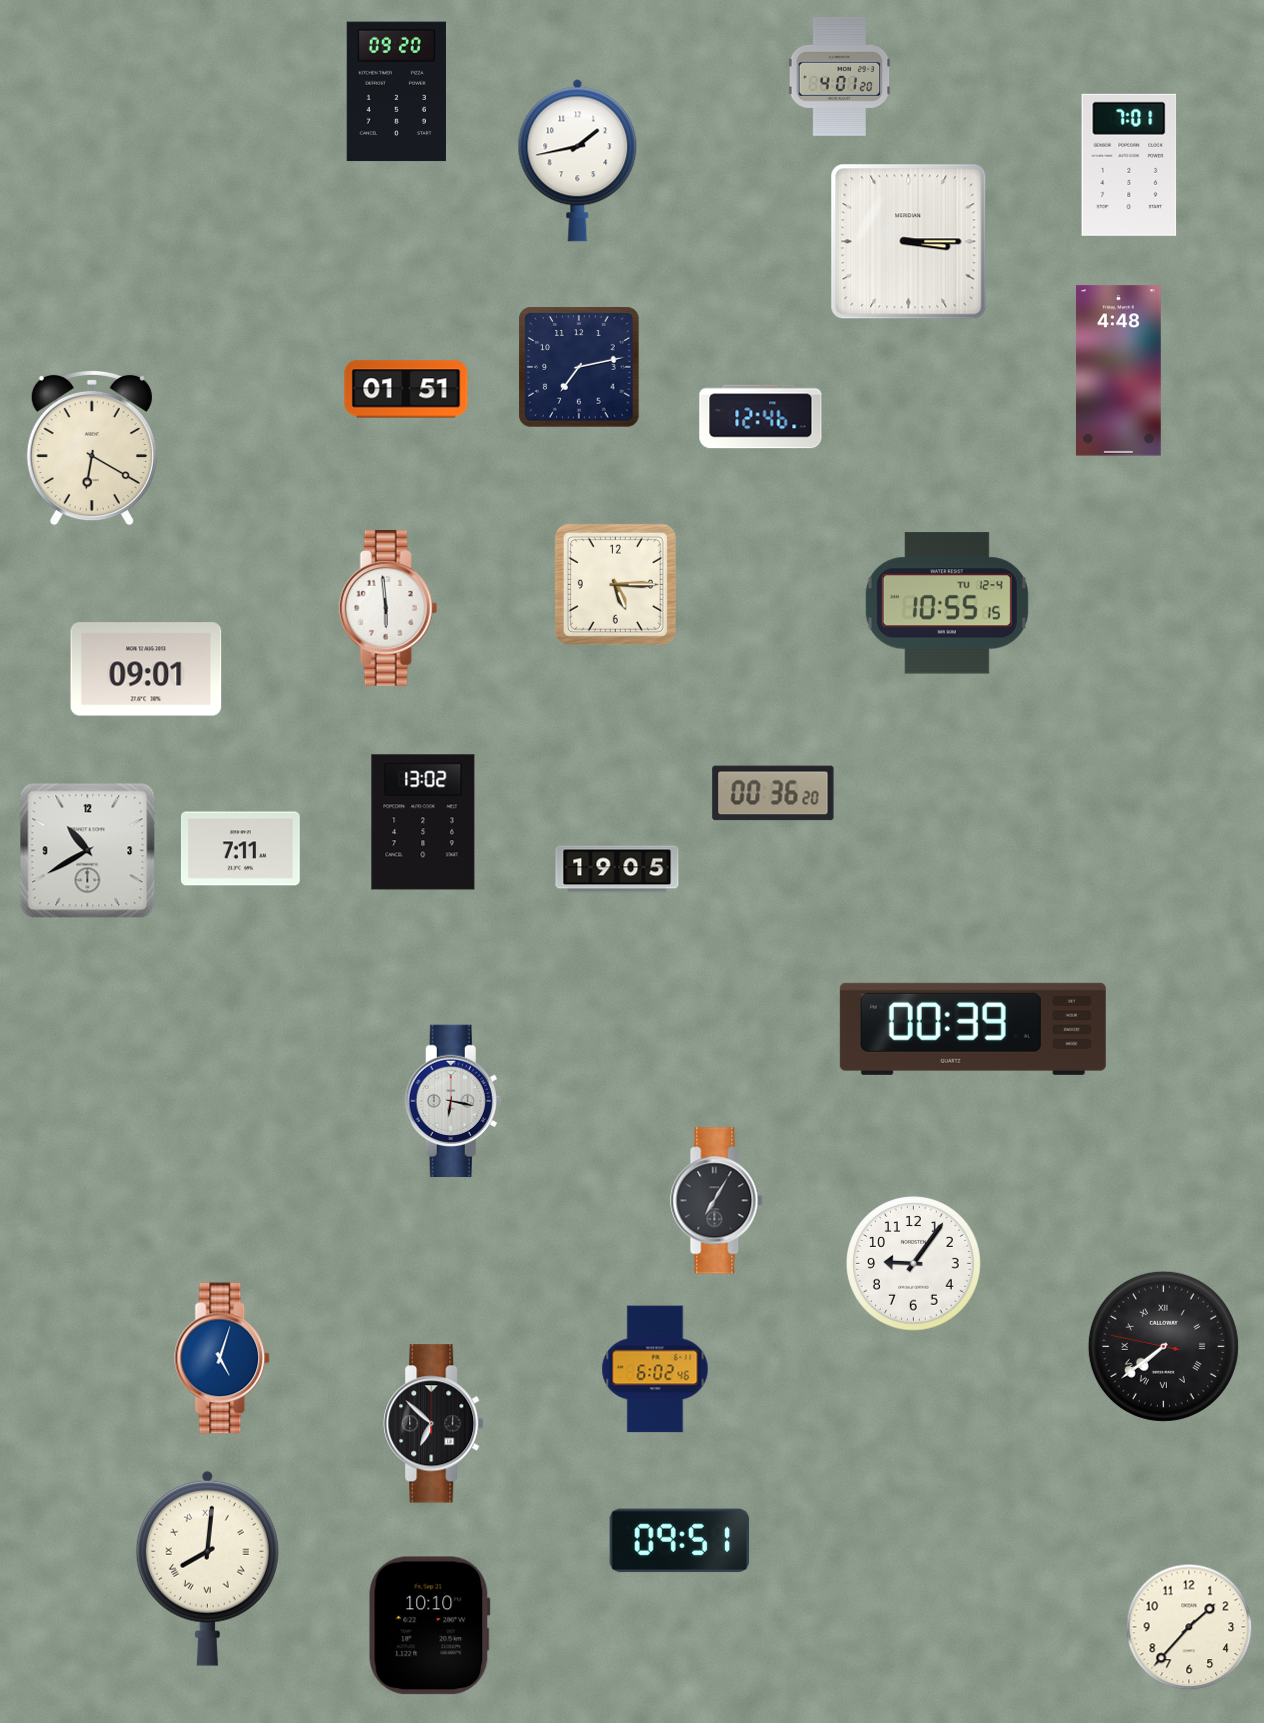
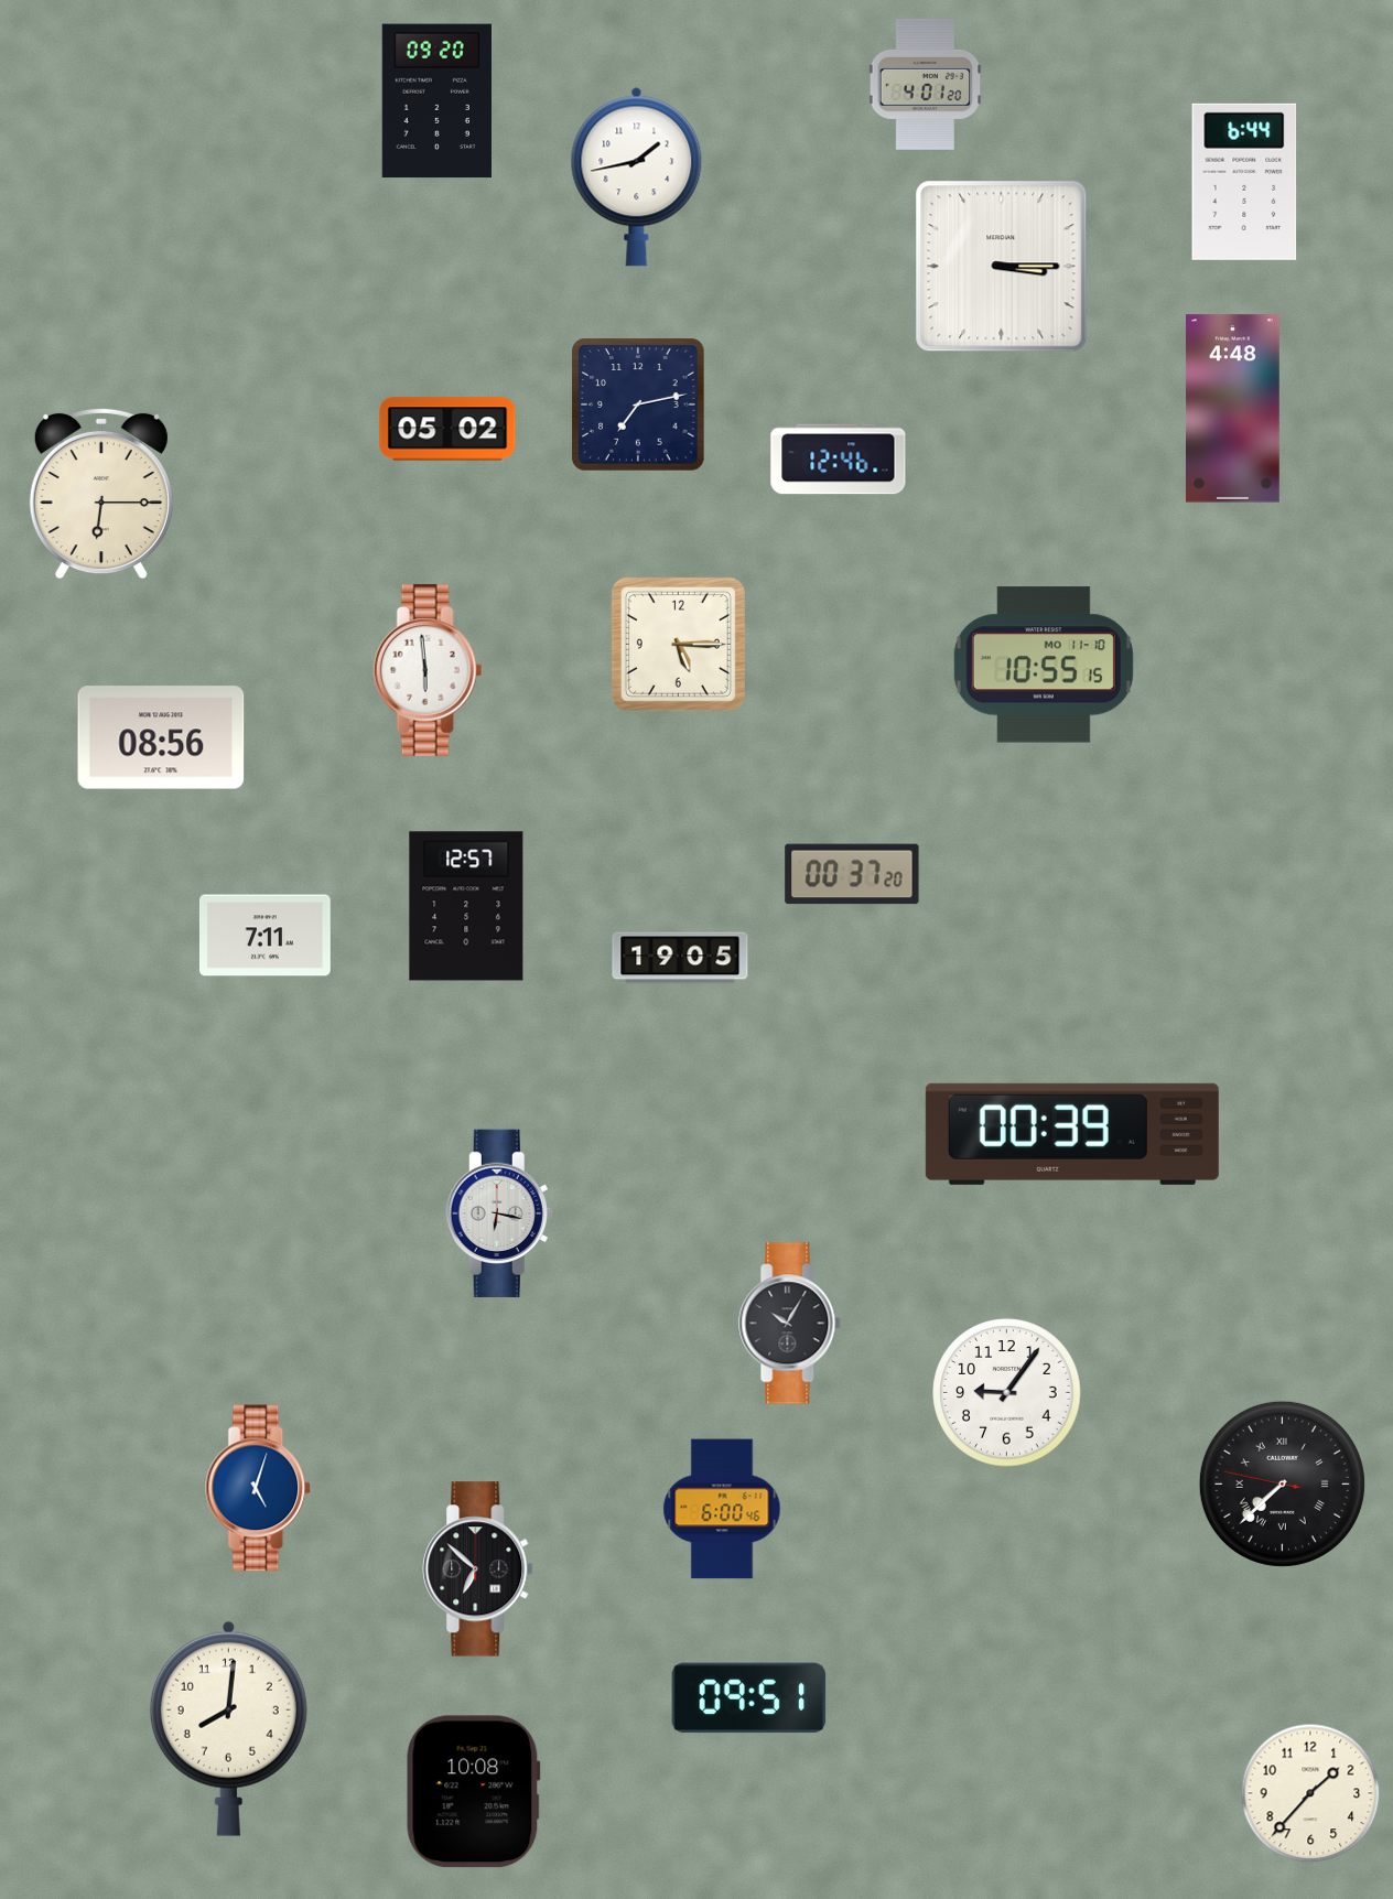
clock at (1129, 165): 7:01 -> 6:44
clock at (406, 389): 01:51 -> 05:02
clock at (92, 448): 6:20 -> 6:15
clock at (947, 603) date: TU 12-4 -> MO 11-10
clock at (146, 669): 09:01 -> 08:56
clock at (773, 793): 00:36 -> 00:37
clock at (423, 822): 13:02 -> 12:57
clock at (88, 851): 10:40 -> none
clock at (717, 1201): 7:05 -> 10:05
clock at (1163, 1346): 7:38 -> 7:37
clock at (223, 1358) position: (223, 1358) -> (259, 1488)
clock at (655, 1369): 6:02 -> 6:00
clock at (207, 1568) numerals: Roman -> Arabic
clock at (429, 1626): 10:10 -> 10:08
